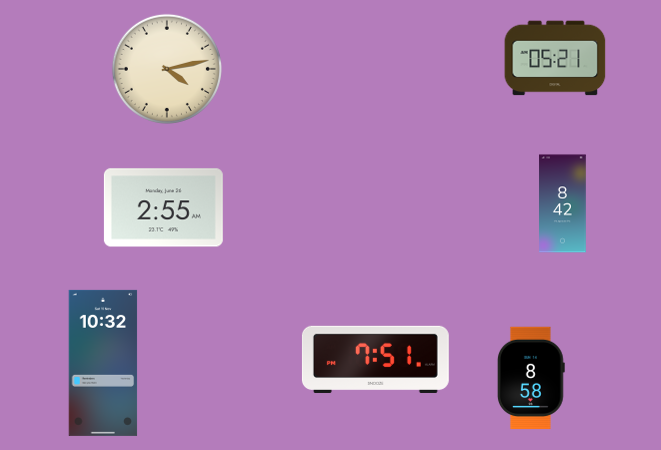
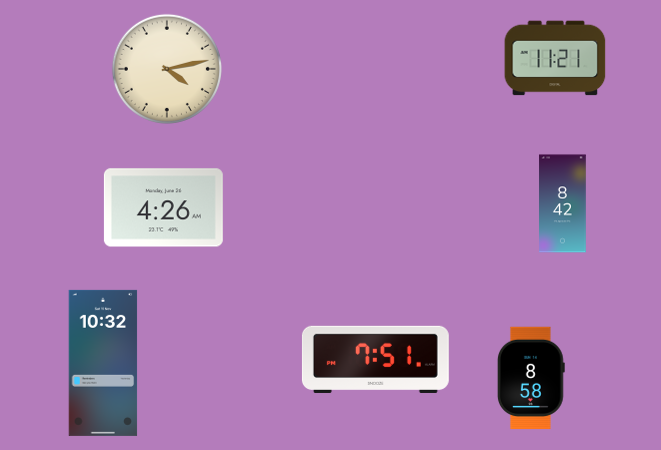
clock at (555, 58): 05:21 -> 11:21
clock at (163, 208): 2:55 -> 4:26
